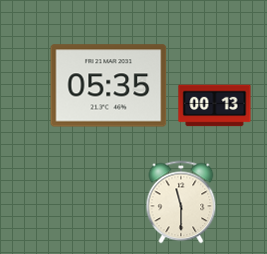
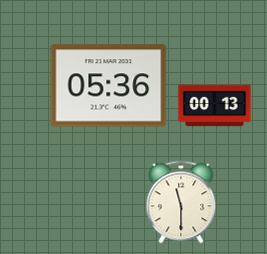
clock at (109, 86): 05:35 -> 05:36
